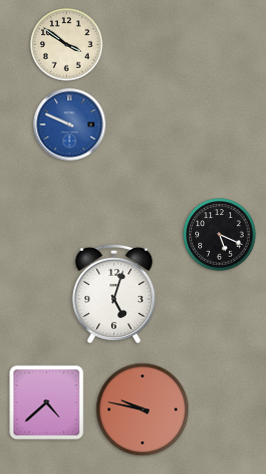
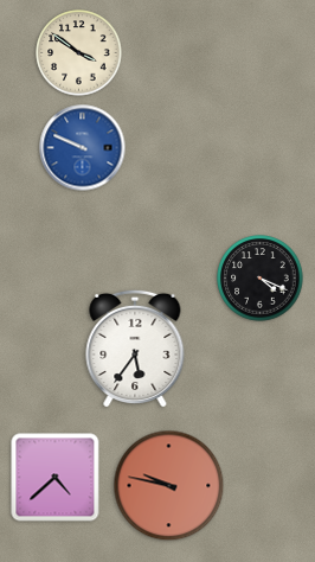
clock at (220, 235): 5:19 -> 4:19
clock at (114, 294): 5:03 -> 5:36
